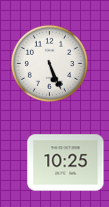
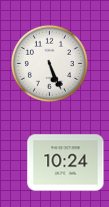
clock at (66, 163): 10:25 -> 10:24
